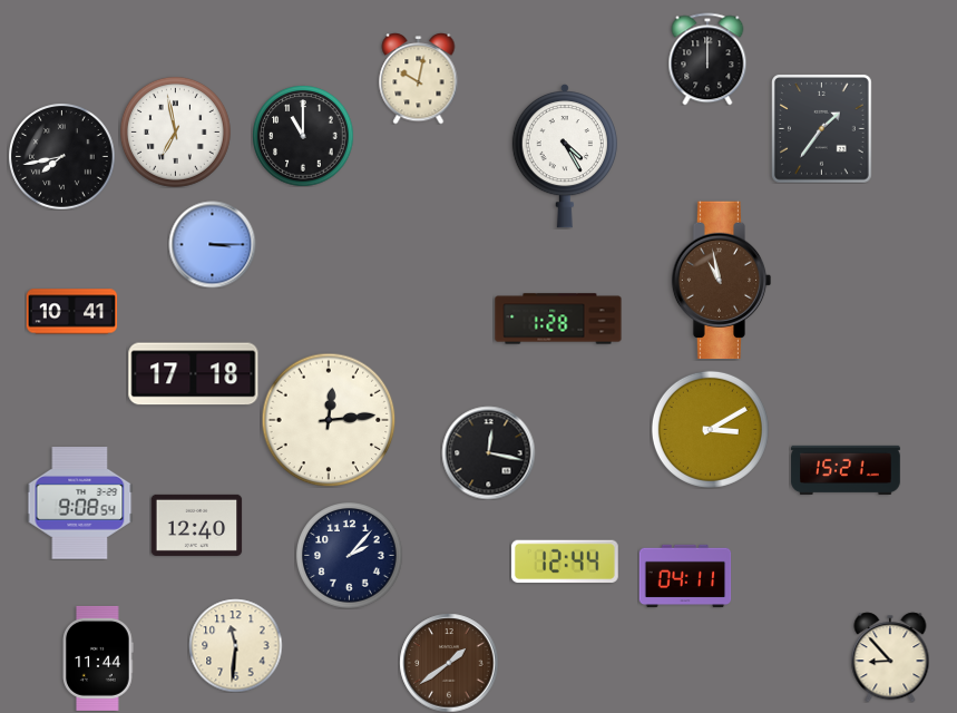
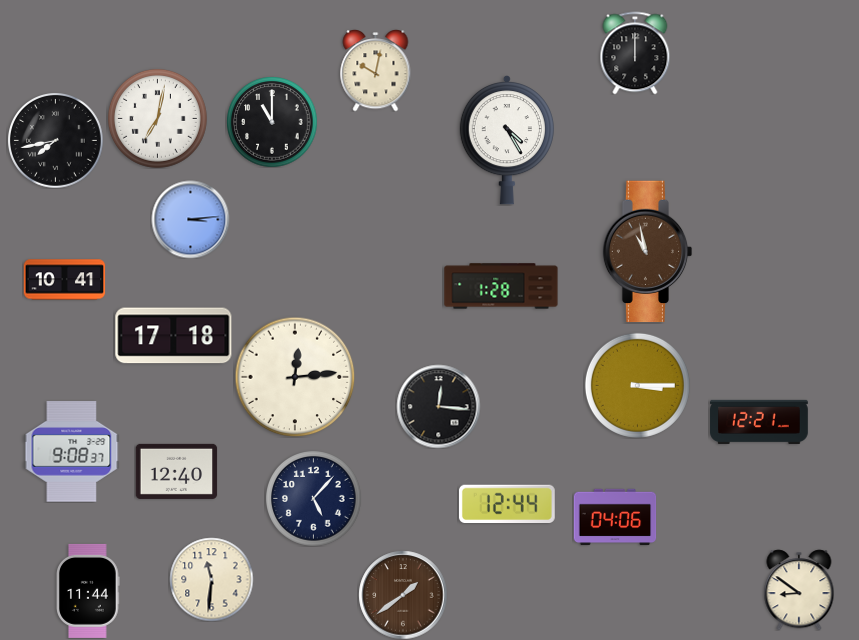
clock at (822, 129): 1:36 -> none
clock at (175, 131): 6:58 -> 7:02
clock at (212, 244): 3:15 -> 3:14
clock at (710, 429): 3:10 -> 3:15
clock at (488, 452): 12:17 -> 12:16
clock at (846, 470): 15:21 -> 12:21
clock at (80, 504): 9:08:54 -> 9:08:37
clock at (350, 556): 2:07 -> 5:07
clock at (685, 576): 04:11 -> 04:06
clock at (890, 657): 8:53 -> 8:51
